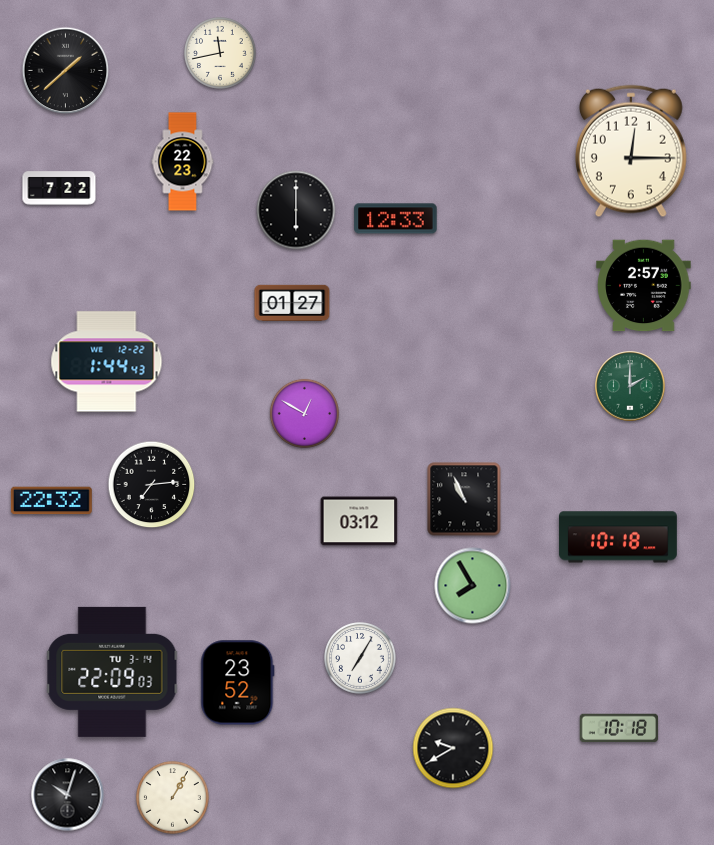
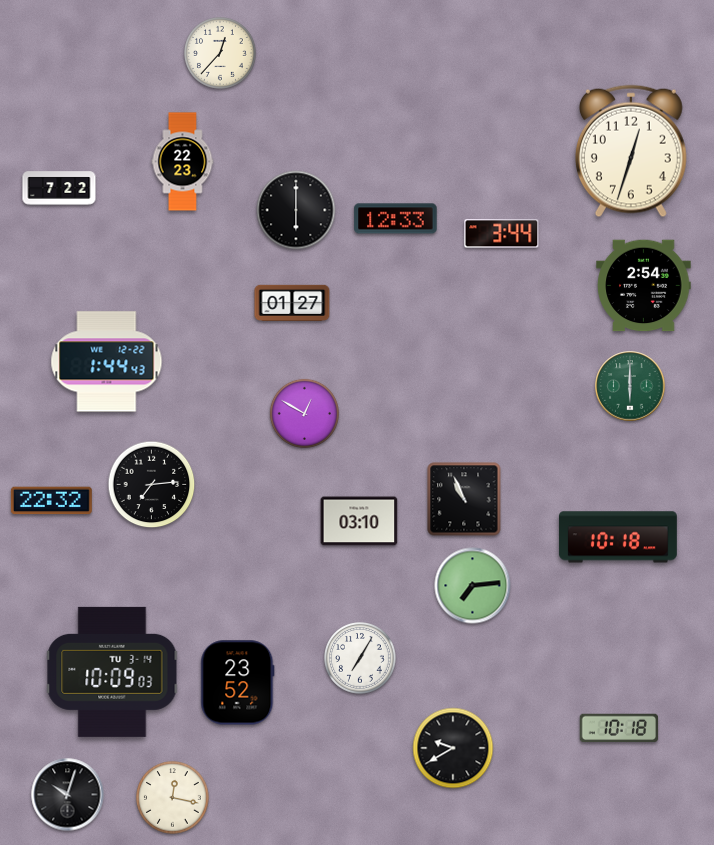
clock at (221, 54): 11:43 -> 12:37
clock at (66, 71): 1:38 -> none
clock at (631, 151): 12:15 -> 12:33
clock at (502, 234): none -> 3:44
clock at (644, 286): 2:57 -> 2:54
clock at (630, 386): 2:00 -> 6:00
clock at (359, 521): 03:12 -> 03:10
clock at (473, 586): 7:55 -> 7:14
clock at (112, 672): 22:09 -> 10:09
clock at (173, 798): 1:05 -> 12:17
